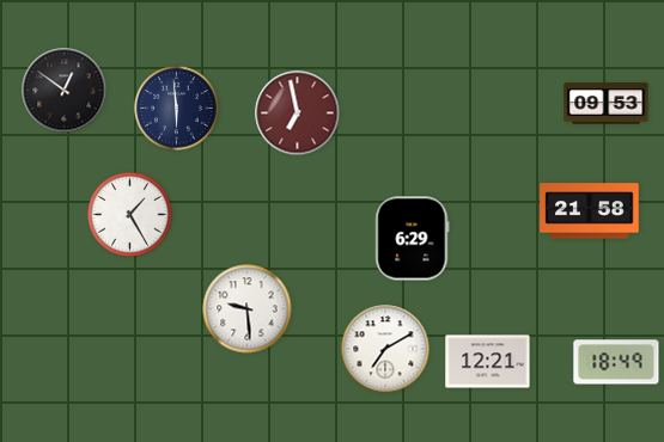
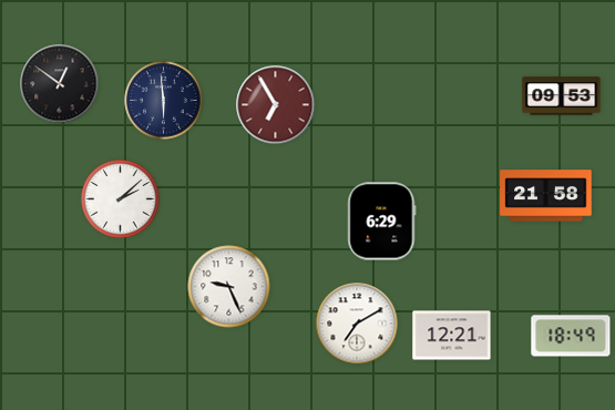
clock at (298, 113): 6:58 -> 6:55
clock at (130, 215): 1:25 -> 2:08
clock at (248, 309): 9:29 -> 9:26
